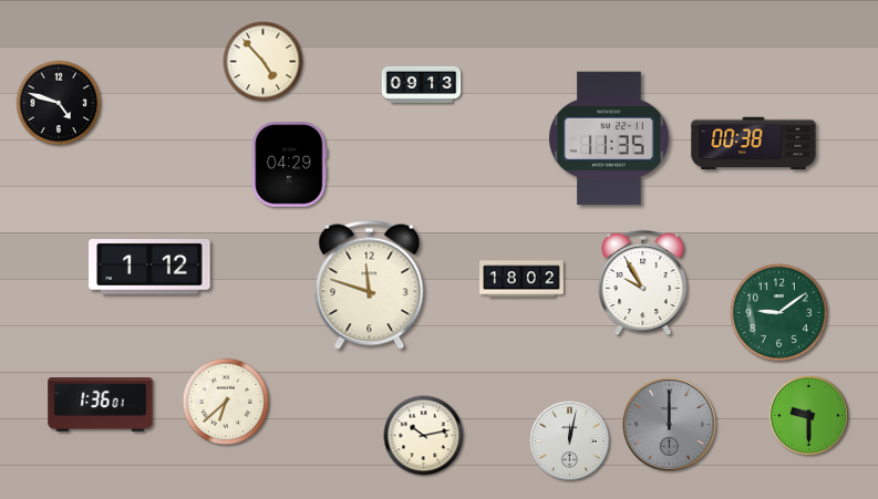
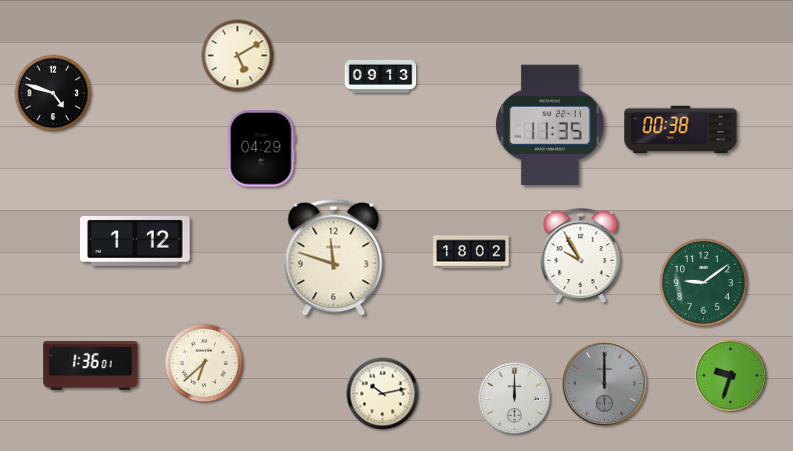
clock at (264, 62): 4:53 -> 5:10
clock at (809, 416): 9:30 -> 9:33
clock at (570, 441): 12:02 -> 12:00
